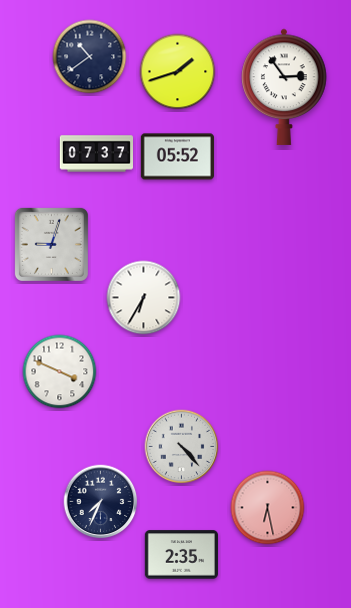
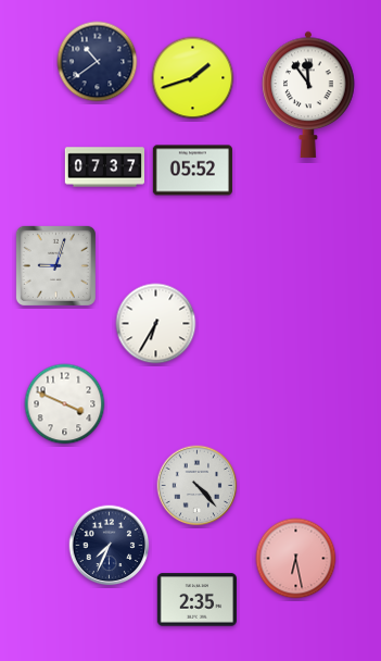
clock at (284, 87): 2:54 -> 11:54
clock at (268, 508) position: (268, 508) -> (296, 559)
clock at (181, 555) position: (181, 555) -> (196, 600)
